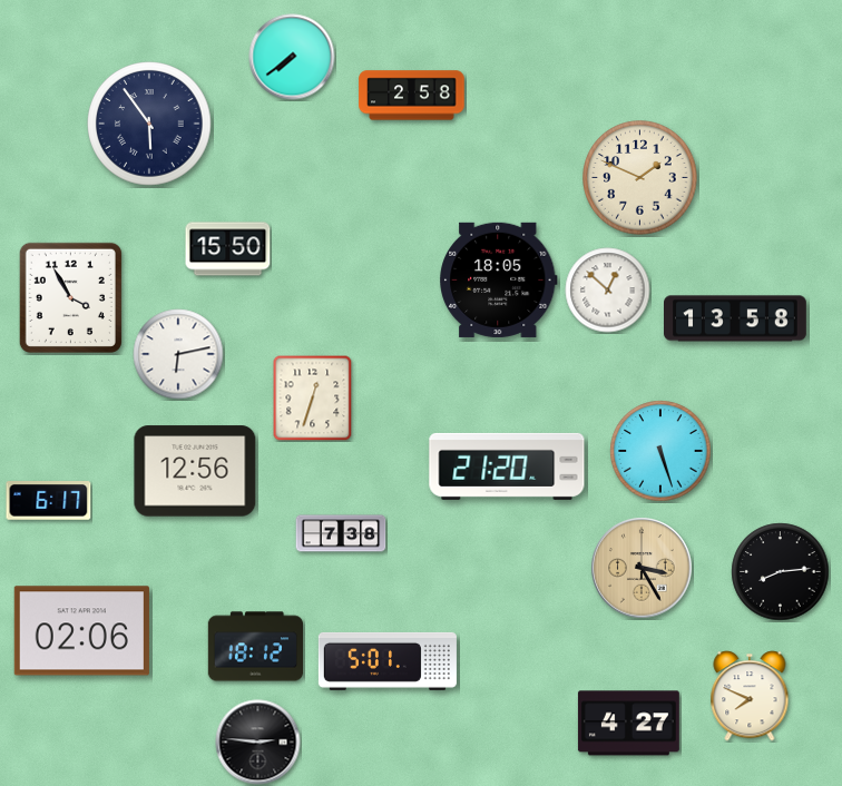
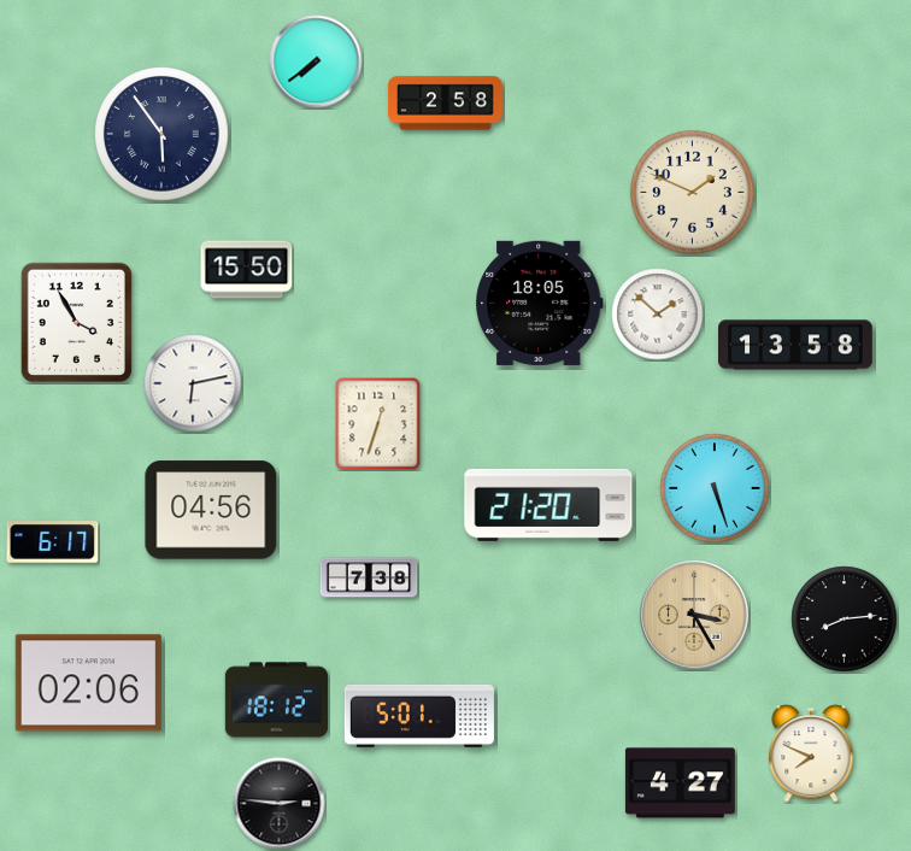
clock at (608, 291): 12:52 -> 1:52
clock at (313, 397) position: (313, 397) -> (378, 423)
clock at (195, 471): 12:56 -> 04:56
